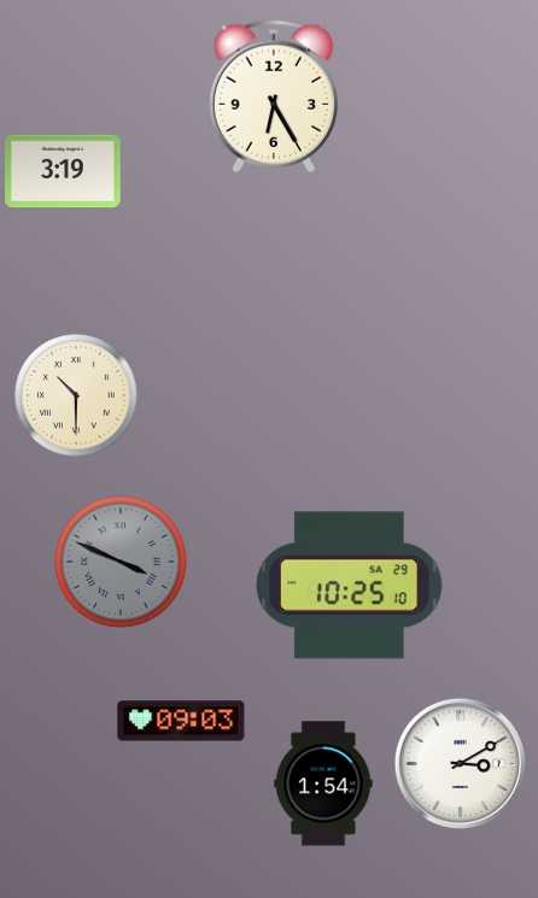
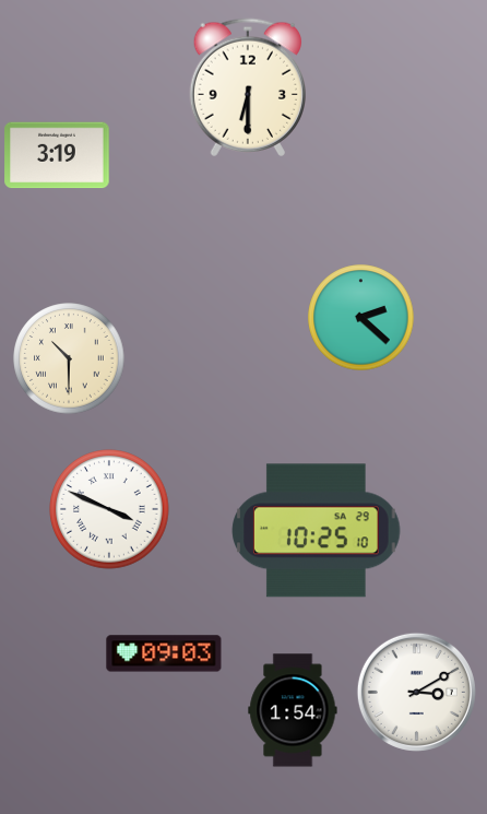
clock at (273, 96): 6:25 -> 6:30
clock at (361, 318): none -> 2:22
clock at (121, 562) dial: grey -> white
